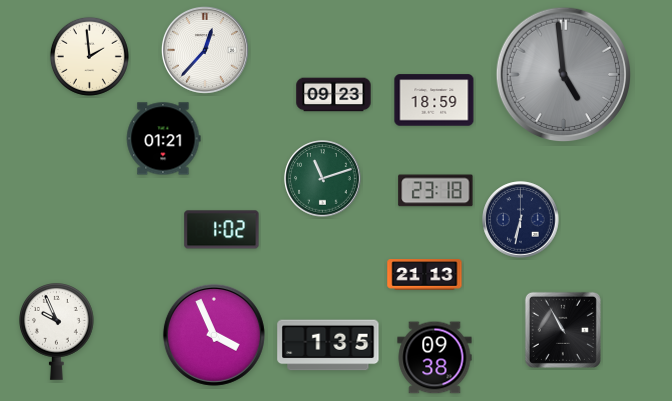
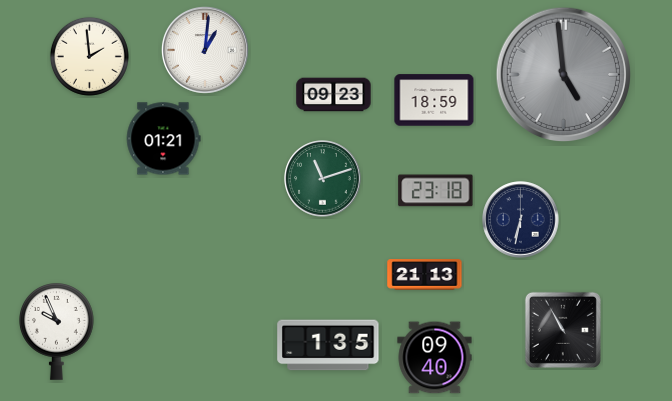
clock at (205, 50): 12:37 -> 1:01
clock at (222, 230): 1:02 -> none
clock at (214, 335): 3:56 -> none
clock at (435, 358): 09:38 -> 09:40
